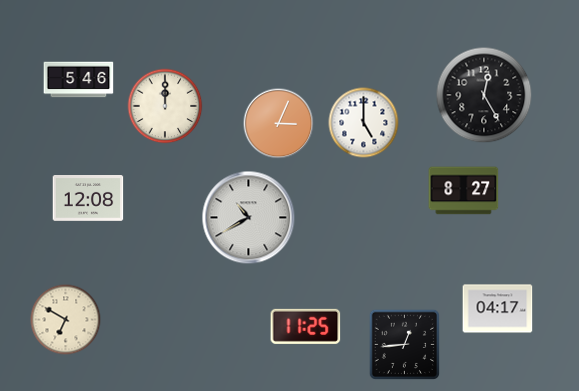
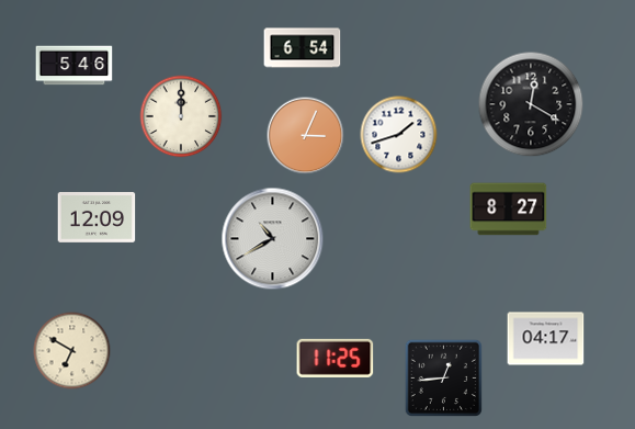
clock at (303, 48): none -> 6:54
clock at (79, 80) position: (79, 80) -> (75, 66)
clock at (484, 95): 12:25 -> 12:20
clock at (364, 123): 5:00 -> 1:42
clock at (88, 198): 12:08 -> 12:09
